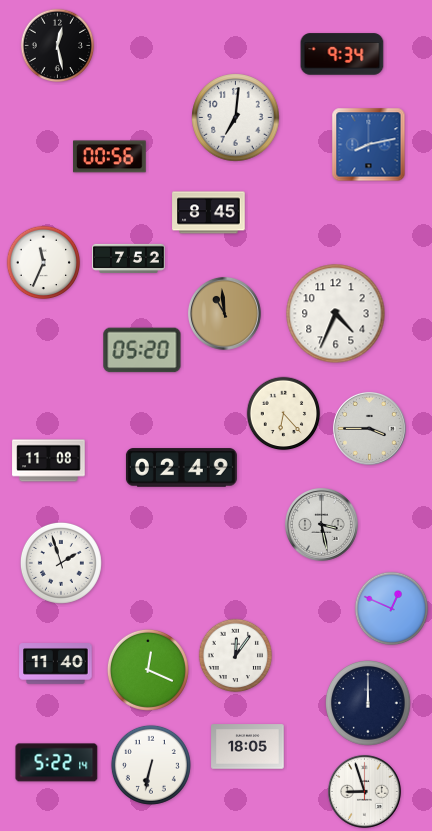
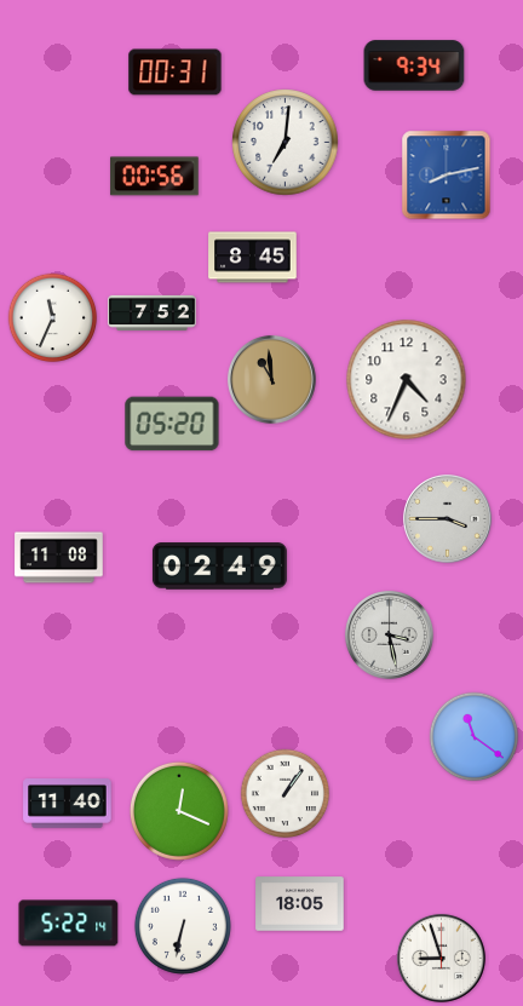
clock at (58, 46): 12:28 -> none
clock at (176, 73): none -> 00:31
clock at (110, 157) position: (110, 157) -> (155, 177)
clock at (129, 258) position: (129, 258) -> (153, 312)
clock at (284, 414): 6:23 -> none
clock at (61, 563): 1:57 -> none
clock at (392, 609): 12:49 -> 11:21
clock at (236, 656): 12:06 -> 1:06
clock at (369, 704): 12:00 -> none
